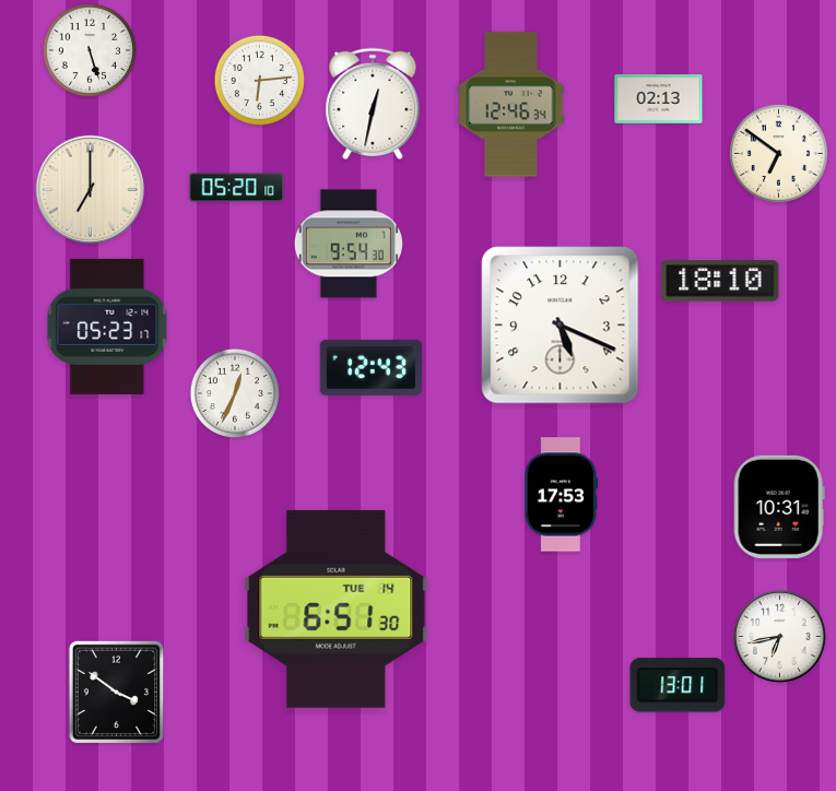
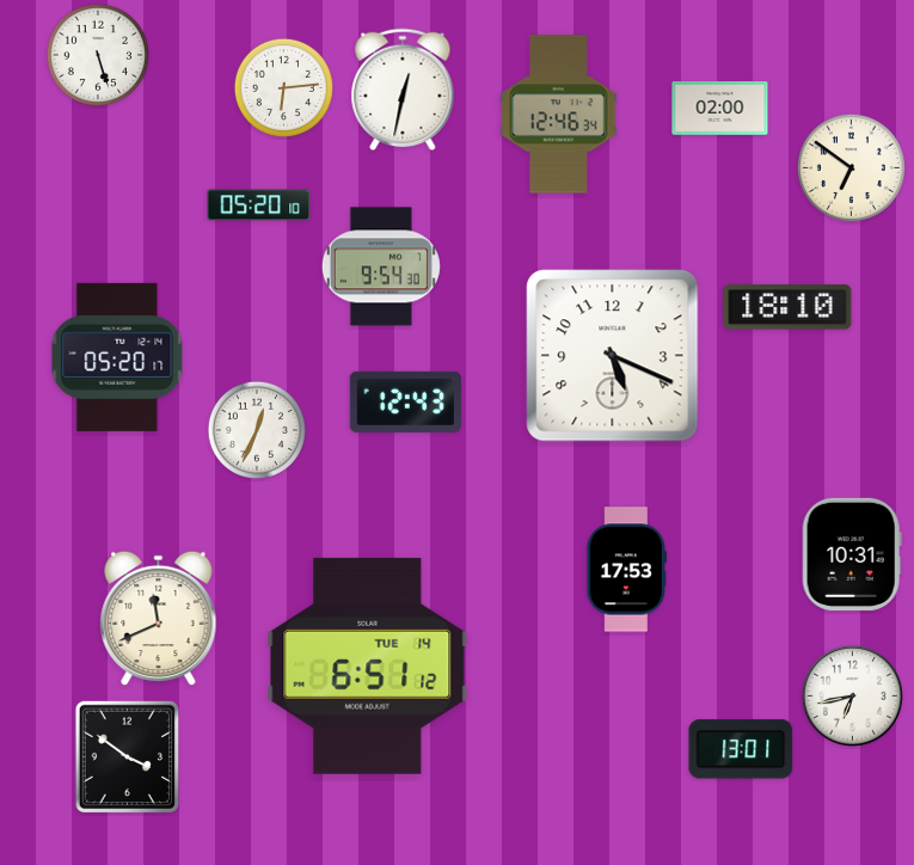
clock at (659, 99): 02:13 -> 02:00
clock at (373, 103) position: (373, 103) -> (403, 88)
clock at (90, 189): 7:00 -> none
clock at (107, 327): 05:23 -> 05:20
clock at (561, 495) position: (561, 495) -> (626, 570)
clock at (159, 619): none -> 11:41
clock at (337, 609): 6:51:30 -> 6:51:12
